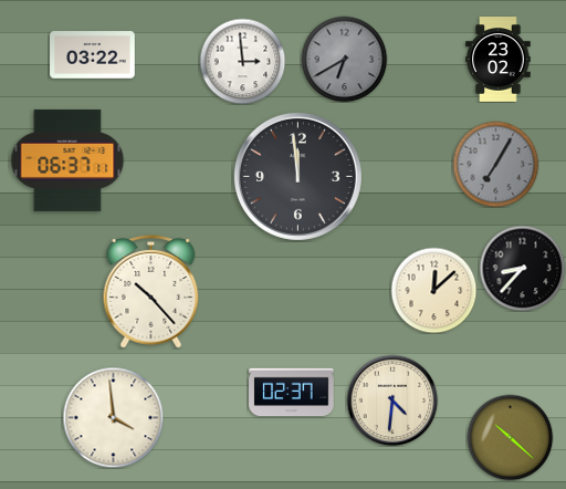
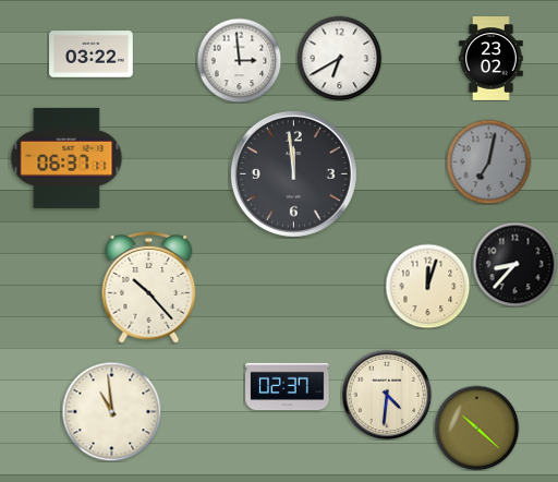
clock at (344, 59) dial: grey -> white
clock at (495, 164): 7:05 -> 7:02
clock at (433, 290): 12:08 -> 12:03
clock at (113, 417): 3:59 -> 10:59
clock at (510, 437) position: (510, 437) -> (476, 427)
